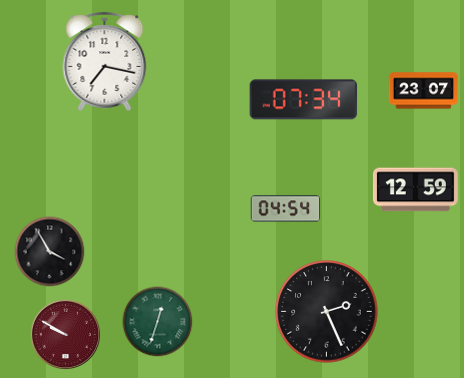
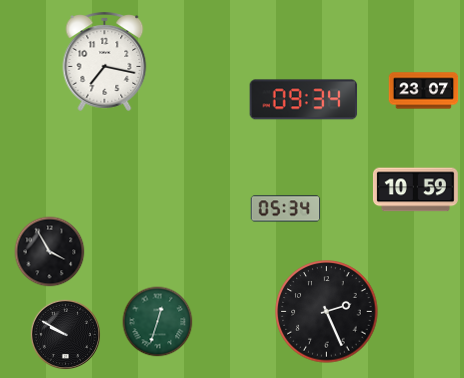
clock at (304, 100): 07:34 -> 09:34
clock at (415, 190): 12:59 -> 10:59
clock at (286, 209): 04:54 -> 05:34
clock at (65, 334) dial: burgundy -> black
